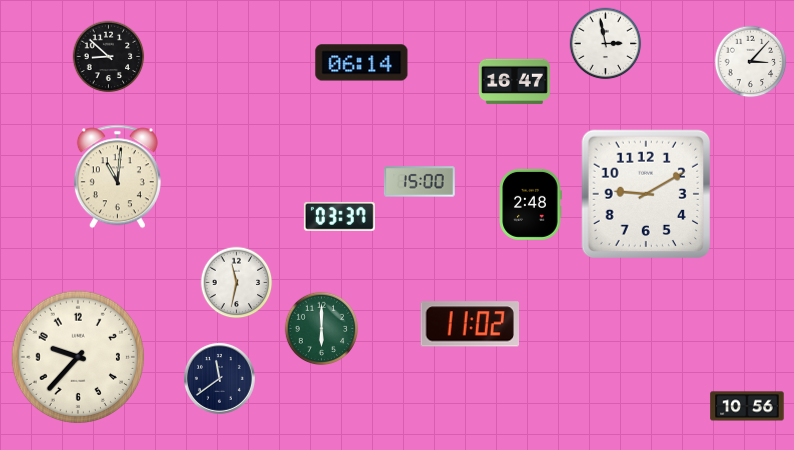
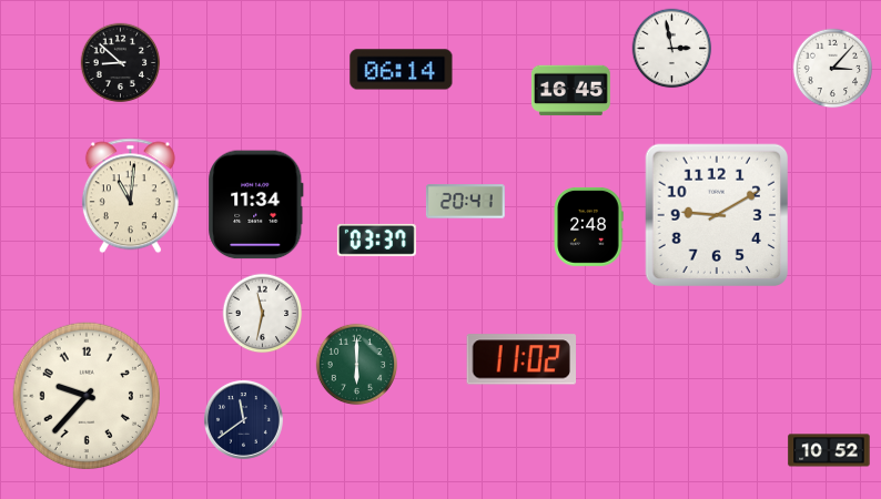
clock at (514, 82): 16:47 -> 16:45
clock at (419, 182): 15:00 -> 20:41
clock at (256, 205): none -> 11:34
clock at (747, 406): 10:56 -> 10:52
